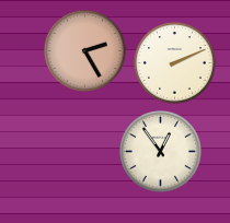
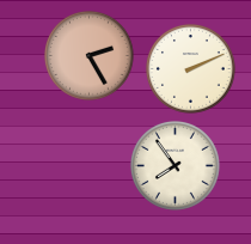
clock at (84, 50) position: (84, 50) -> (88, 55)
clock at (160, 151): 12:54 -> 7:54
